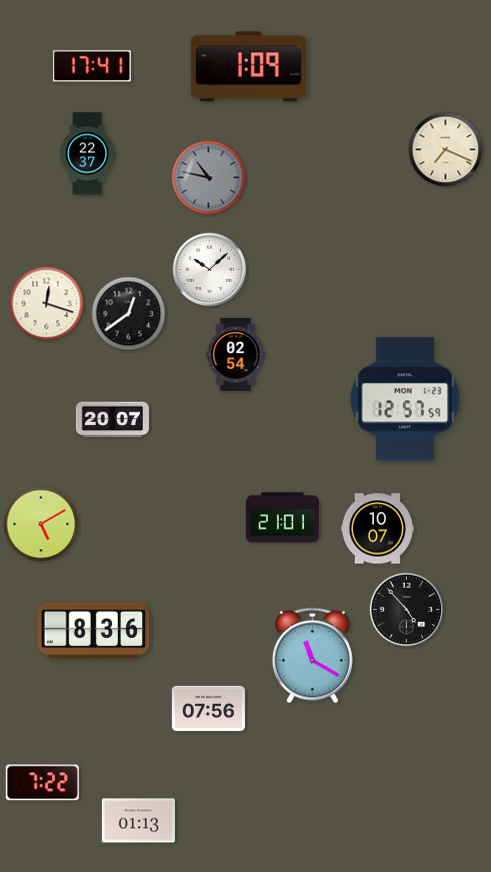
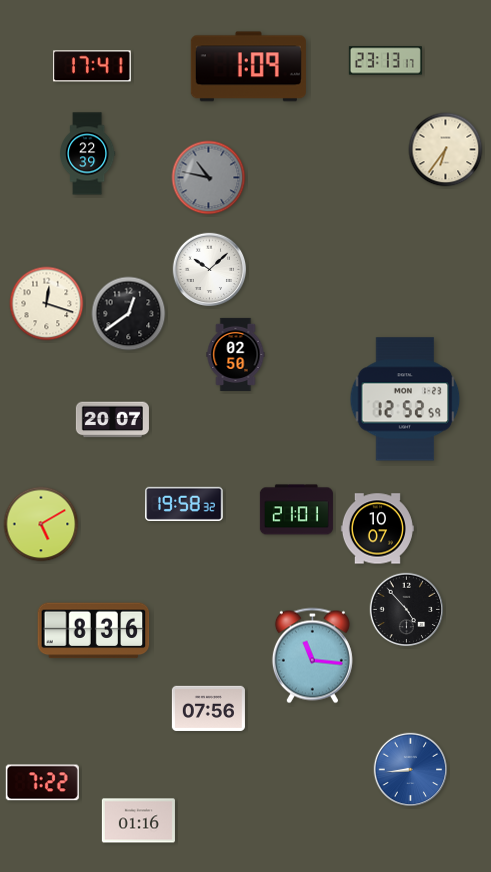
clock at (385, 61): none -> 23:13
clock at (446, 150): 7:19 -> 6:36
clock at (87, 154): 22:37 -> 22:39
clock at (236, 354): 02:54 -> 02:50
clock at (405, 399): 12:57 -> 12:52
clock at (184, 504): none -> 19:58
clock at (282, 518) position: (282, 518) -> (296, 510)
clock at (312, 656): 11:20 -> 11:16
clock at (411, 770): none -> 8:44
clock at (138, 821): 01:13 -> 01:16
